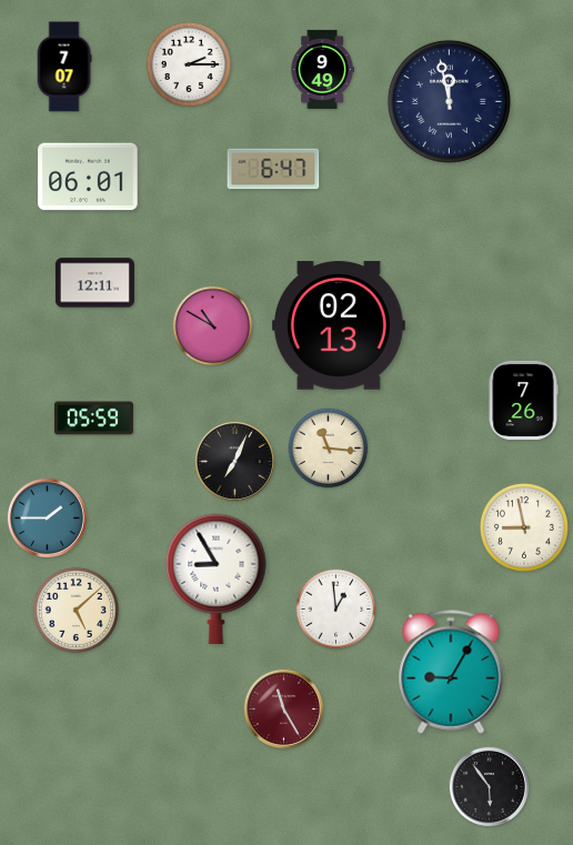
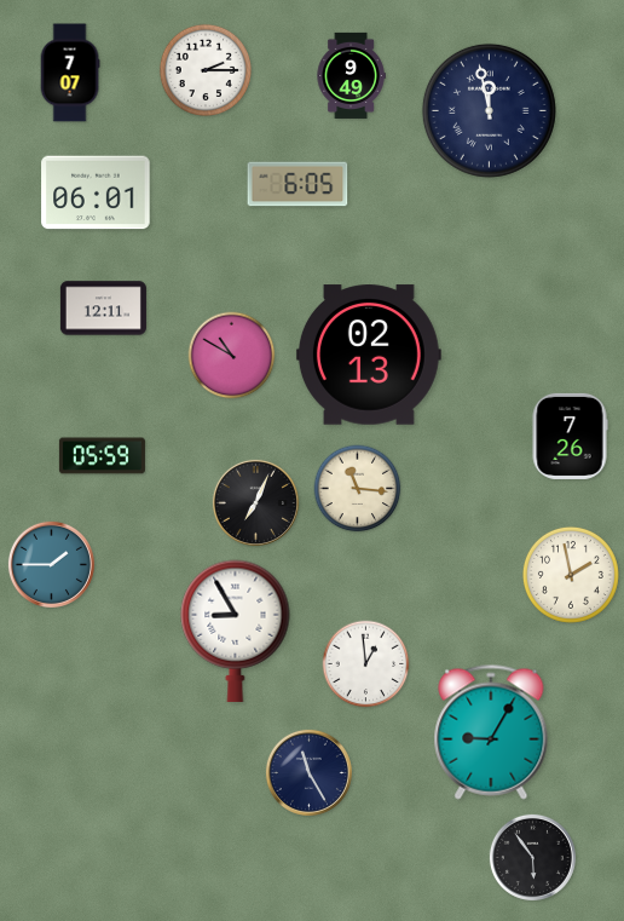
clock at (273, 169): 6:47 -> 6:05
clock at (524, 527): 8:58 -> 1:58
clock at (76, 610): 5:08 -> none
clock at (283, 708) dial: burgundy -> navy
